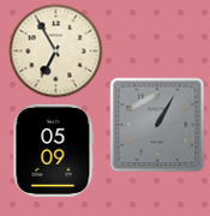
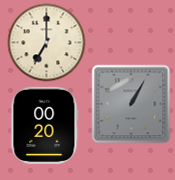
clock at (55, 50): 6:55 -> 7:00
clock at (54, 150): 05:09 -> 00:20
